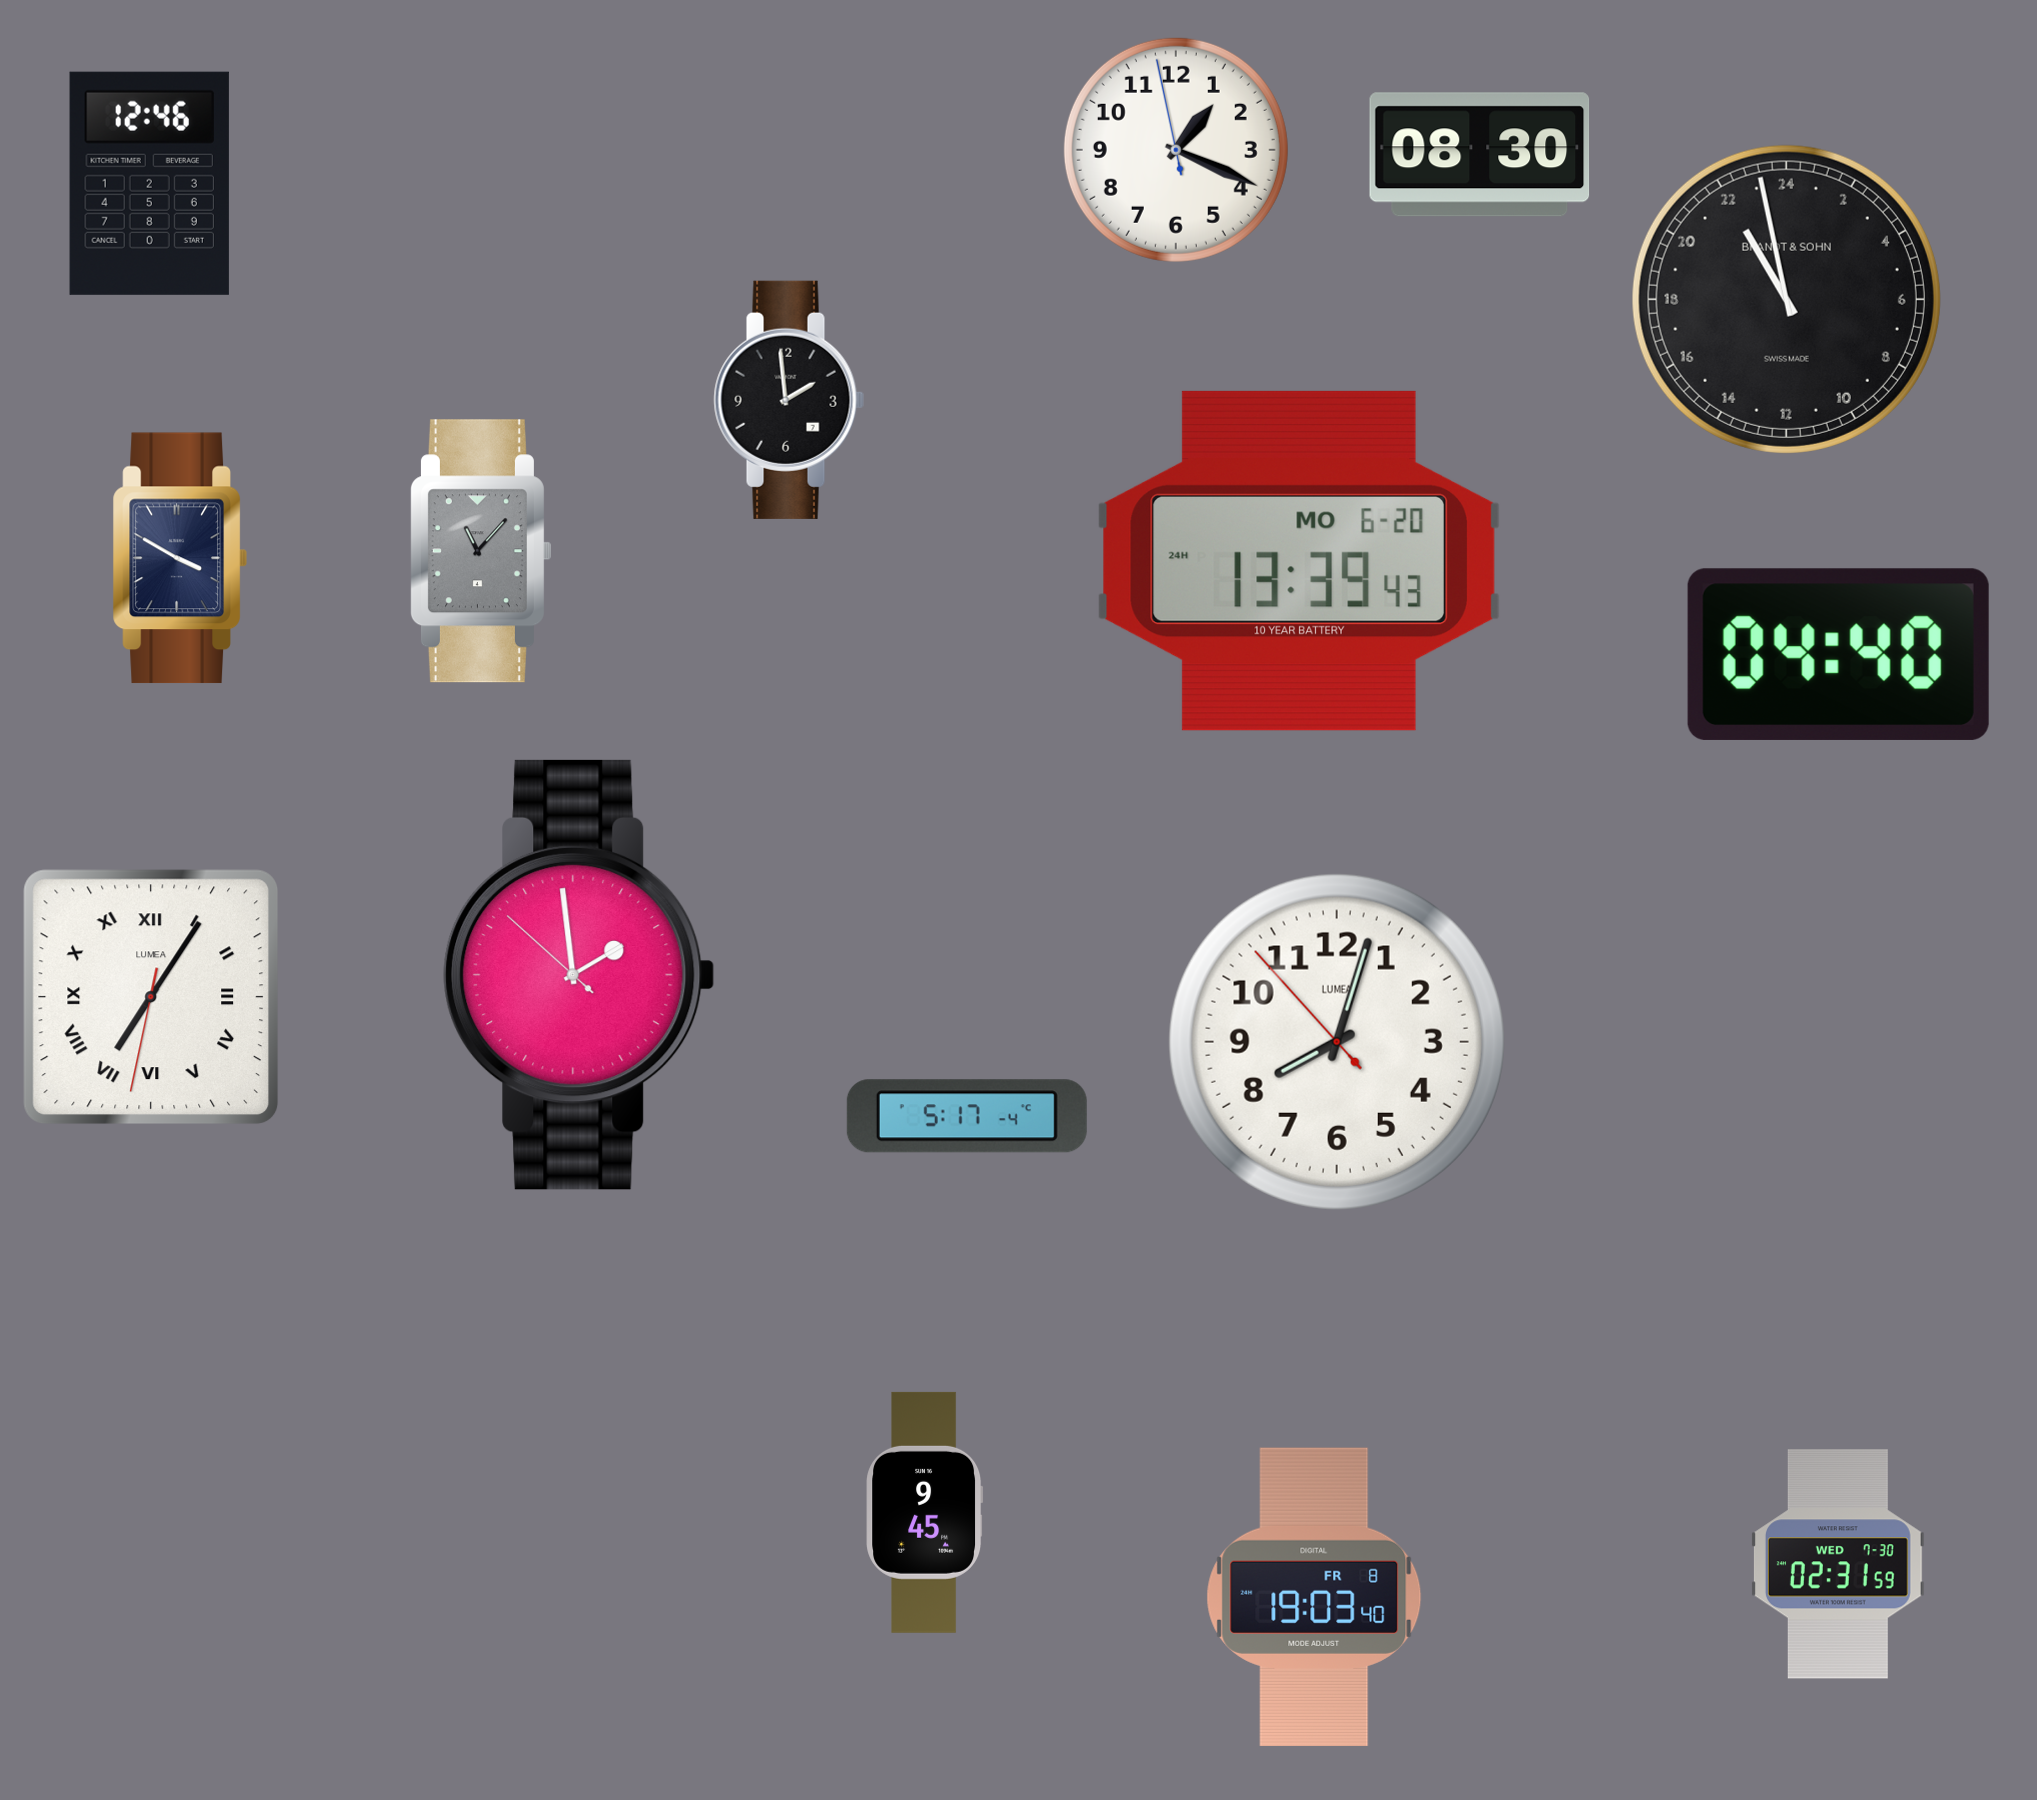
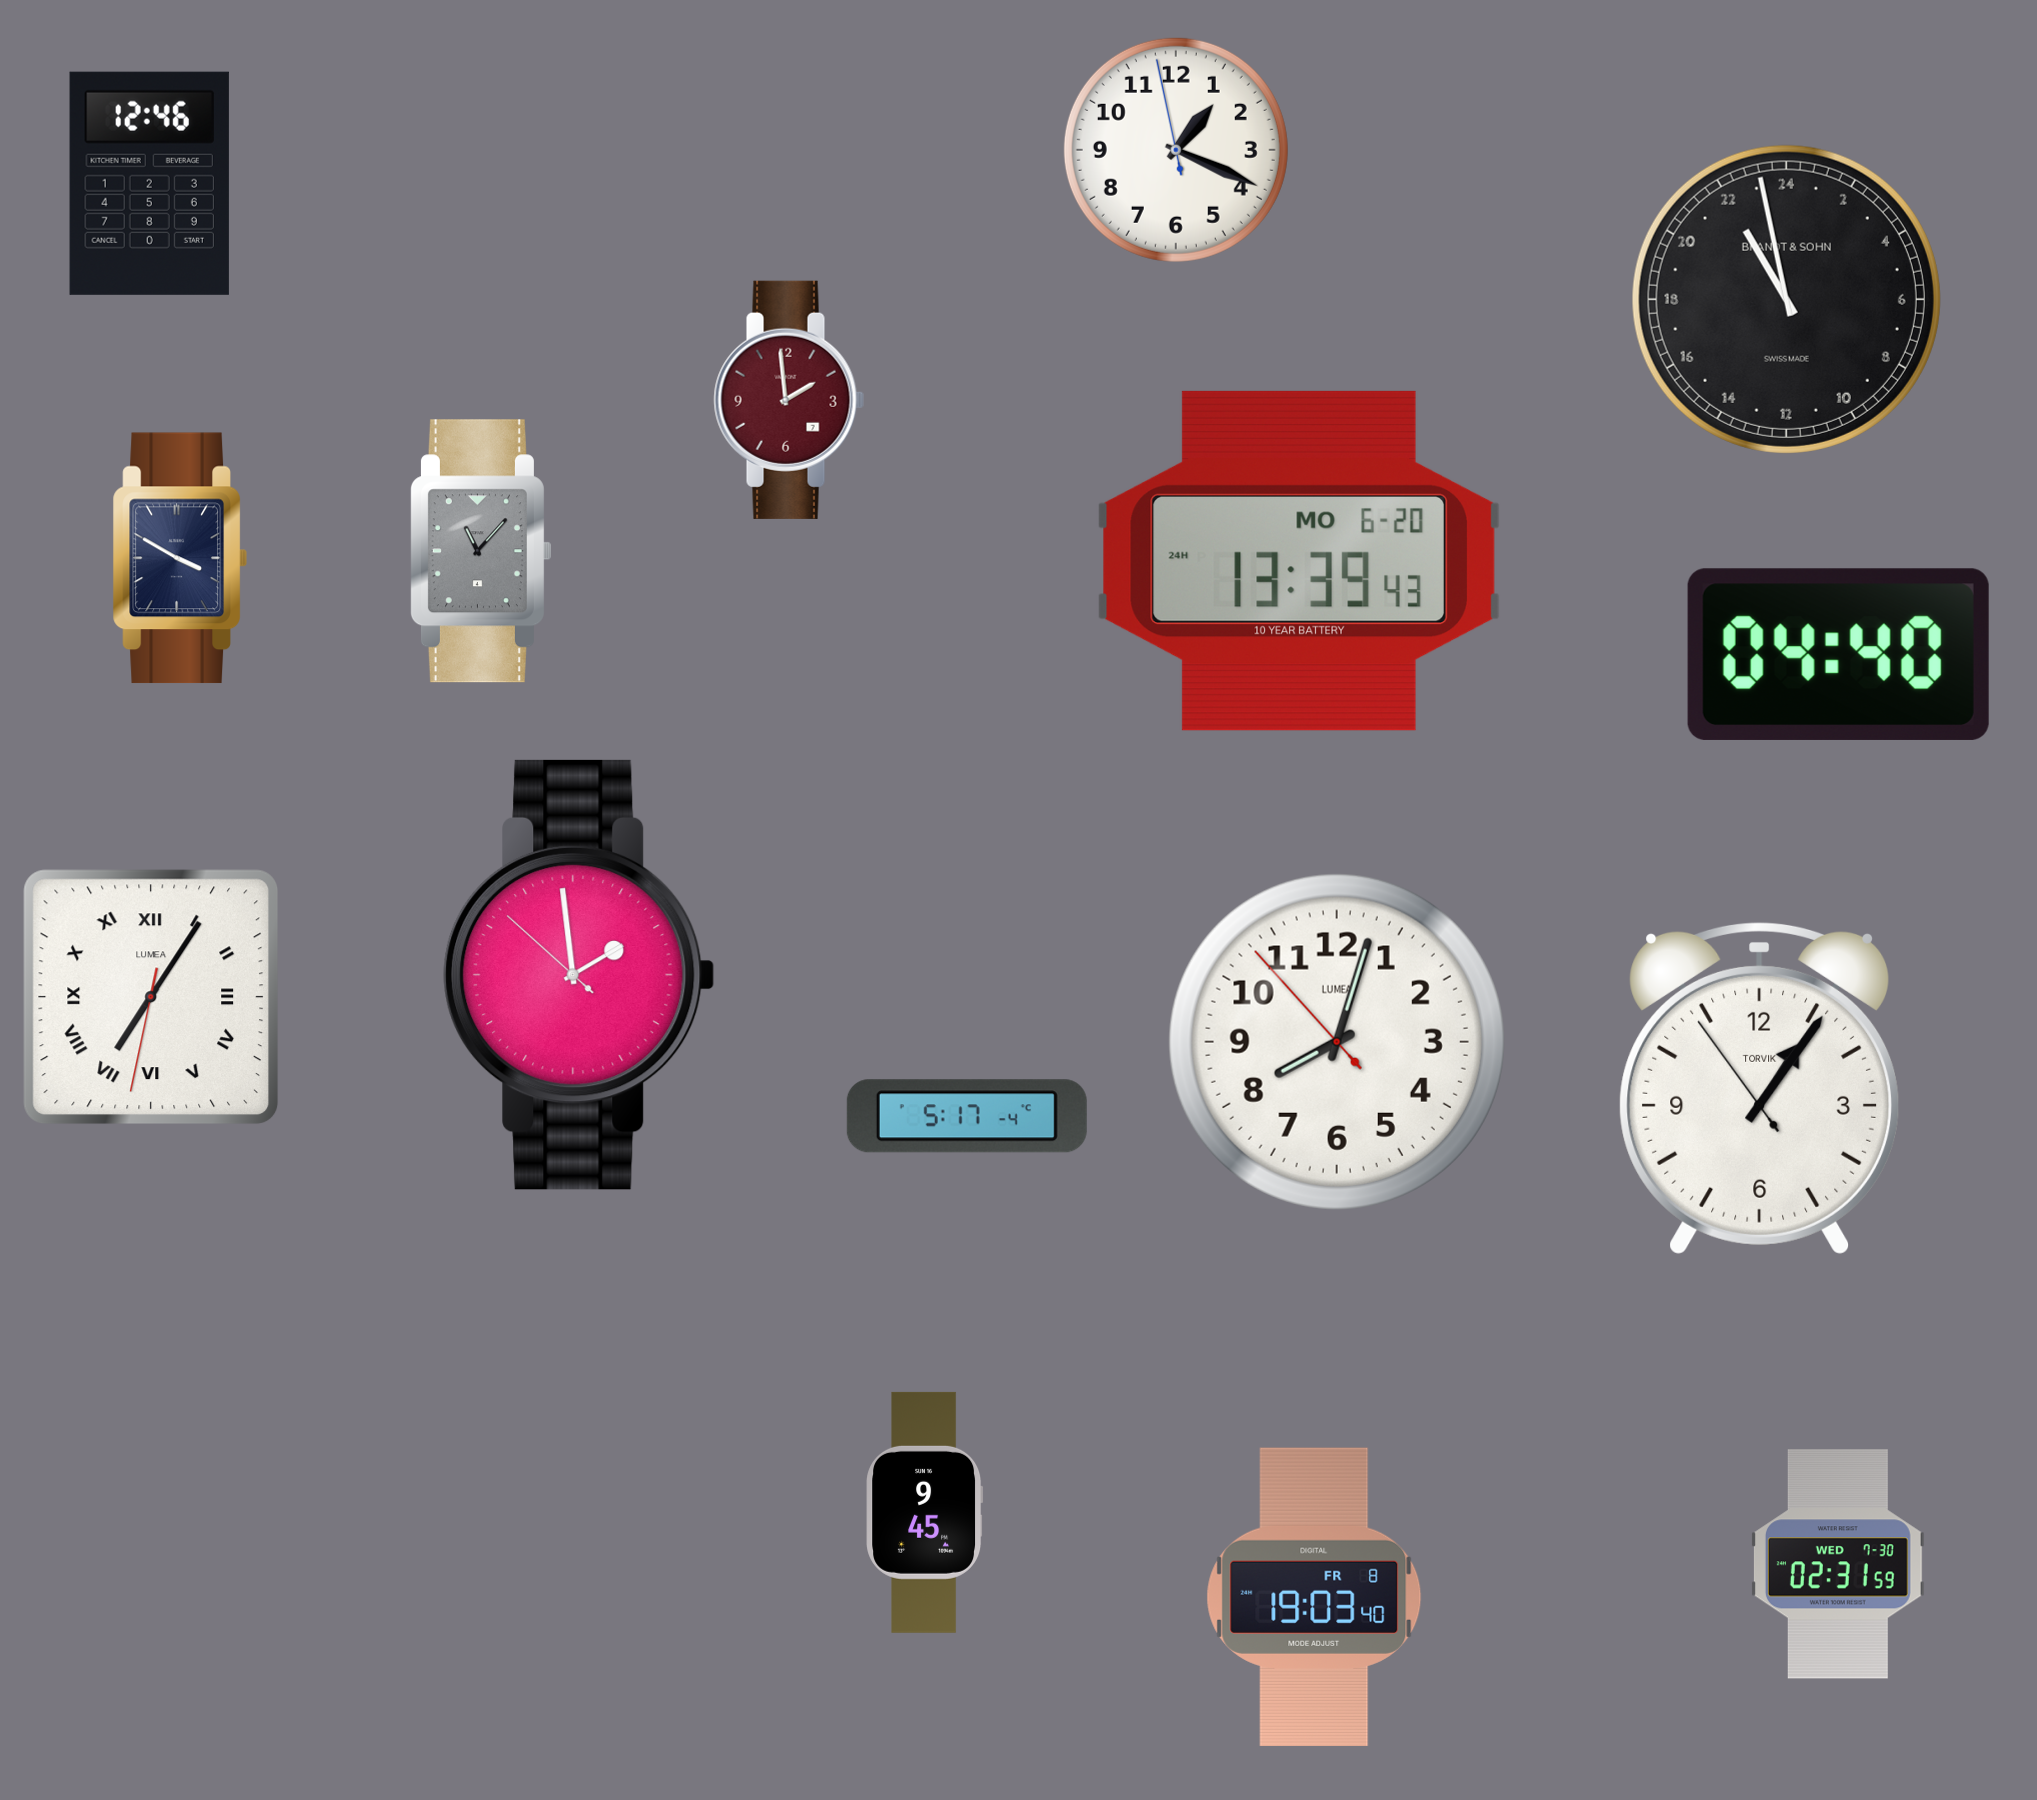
clock at (1480, 155): 08:30 -> none
clock at (789, 400) dial: black -> burgundy
clock at (1759, 1088): none -> 1:05
